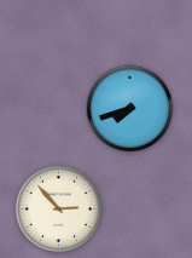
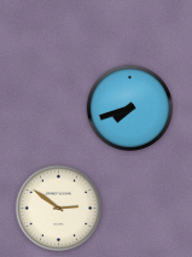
clock at (59, 210): 2:53 -> 2:51
